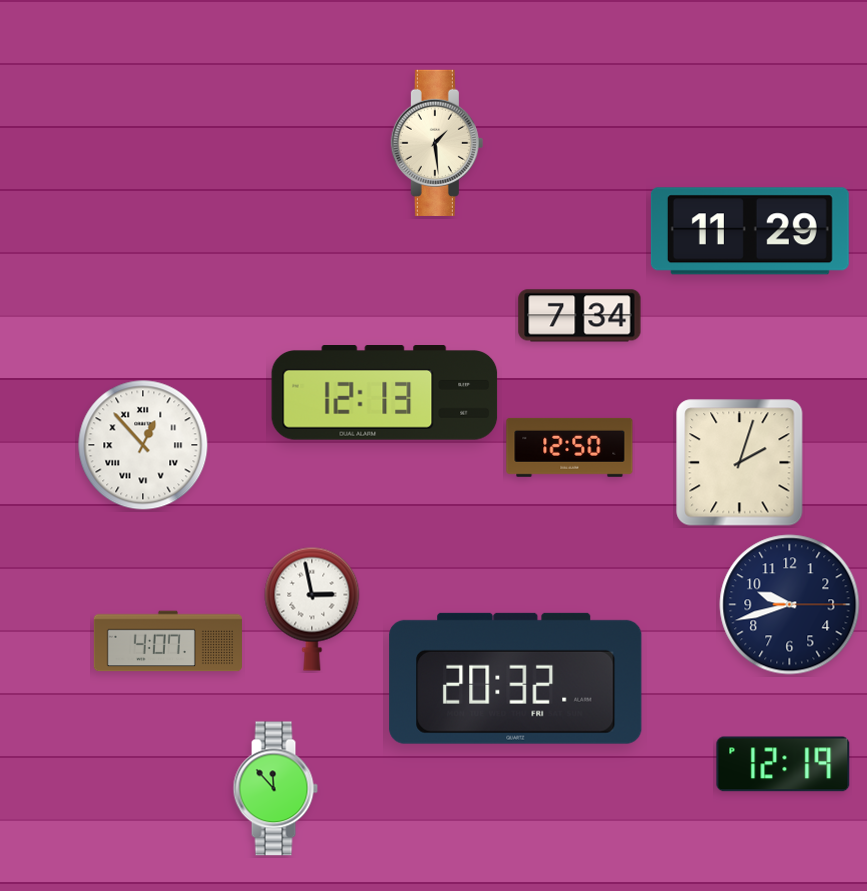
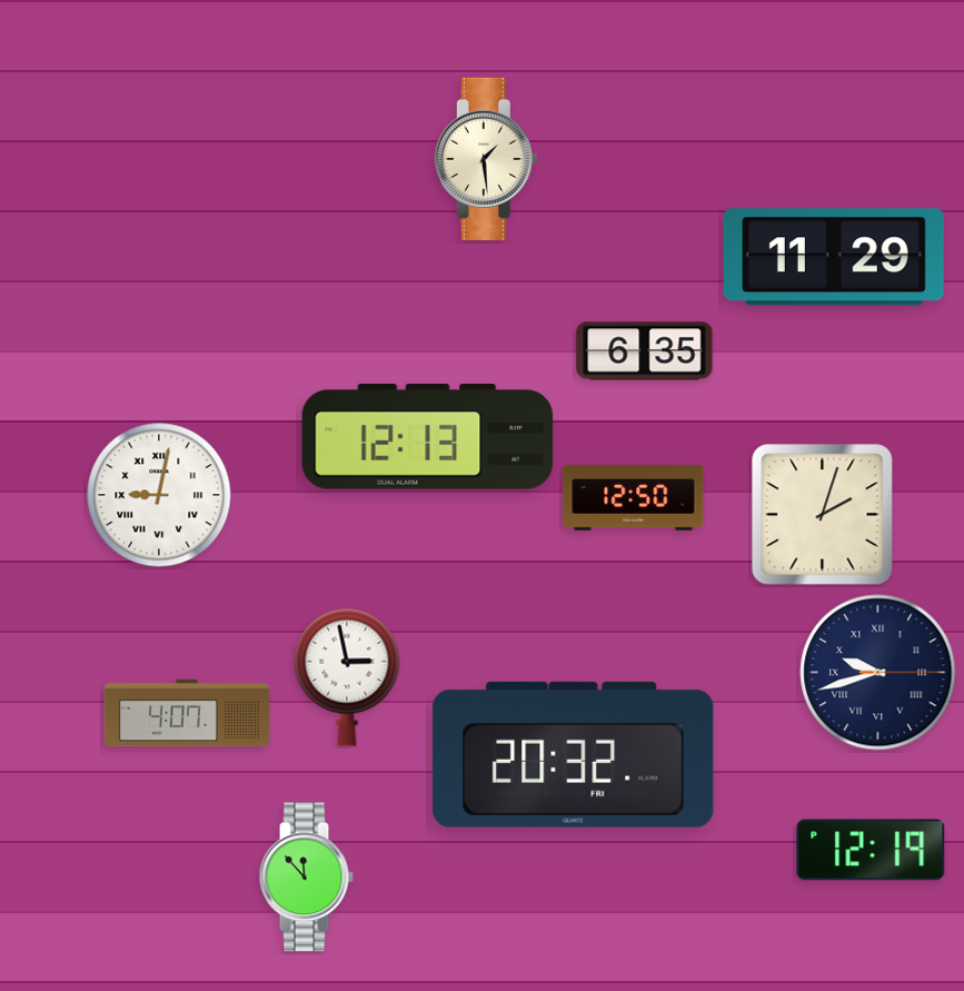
clock at (580, 316): 7:34 -> 6:35
clock at (143, 445): 12:53 -> 9:02
clock at (790, 605) numerals: Arabic -> Roman
